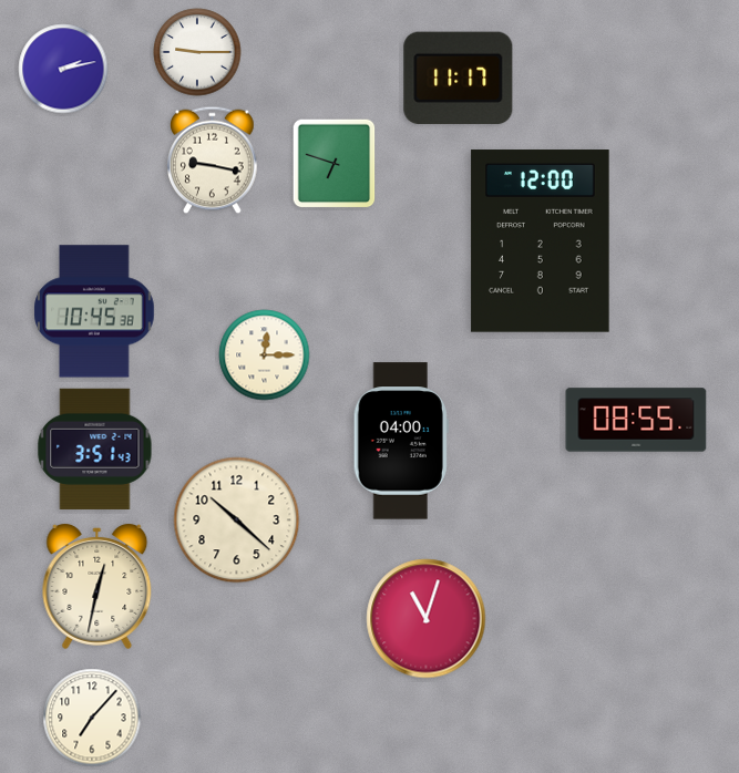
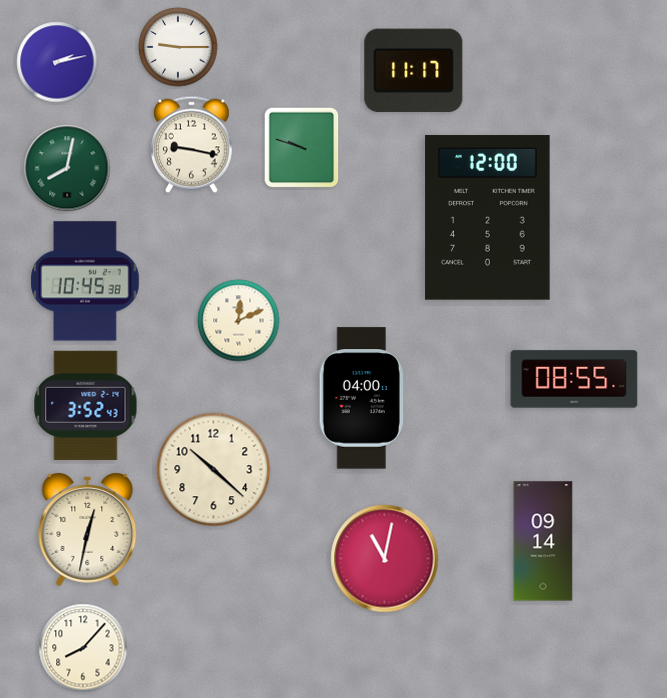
clock at (335, 164): 6:48 -> 9:48
clock at (67, 168): none -> 8:02
clock at (265, 355): 12:15 -> 12:11
clock at (95, 449): 3:51 -> 3:52
clock at (543, 541): none -> 09:14
clock at (427, 619): 11:03 -> 11:02
clock at (92, 718): 7:07 -> 8:07
